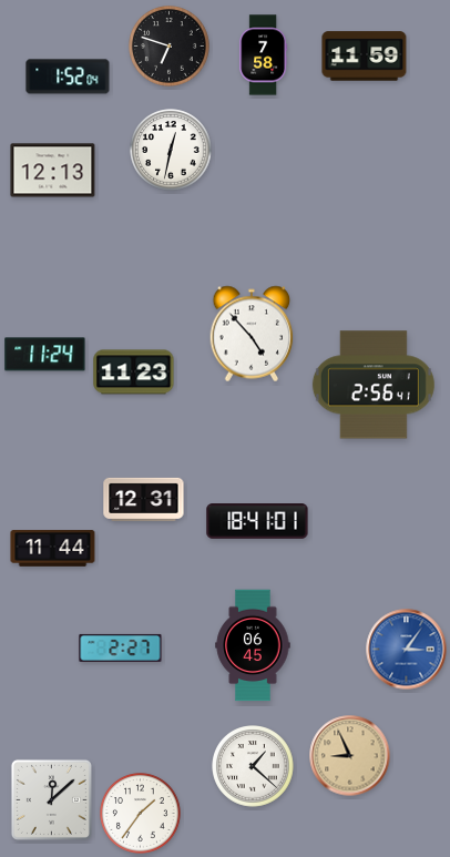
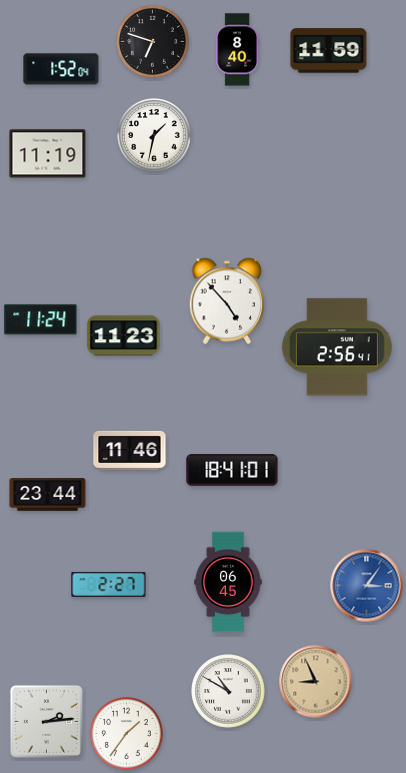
clock at (264, 55): 7:58 -> 8:40
clock at (171, 150): 12:32 -> 1:32
clock at (53, 171): 12:13 -> 11:19
clock at (134, 373) position: (134, 373) -> (124, 336)
clock at (144, 499): 12:31 -> 11:46
clock at (53, 549): 11:44 -> 23:44
clock at (253, 766): 1:22 -> 10:50
clock at (51, 799): 12:08 -> 2:14
